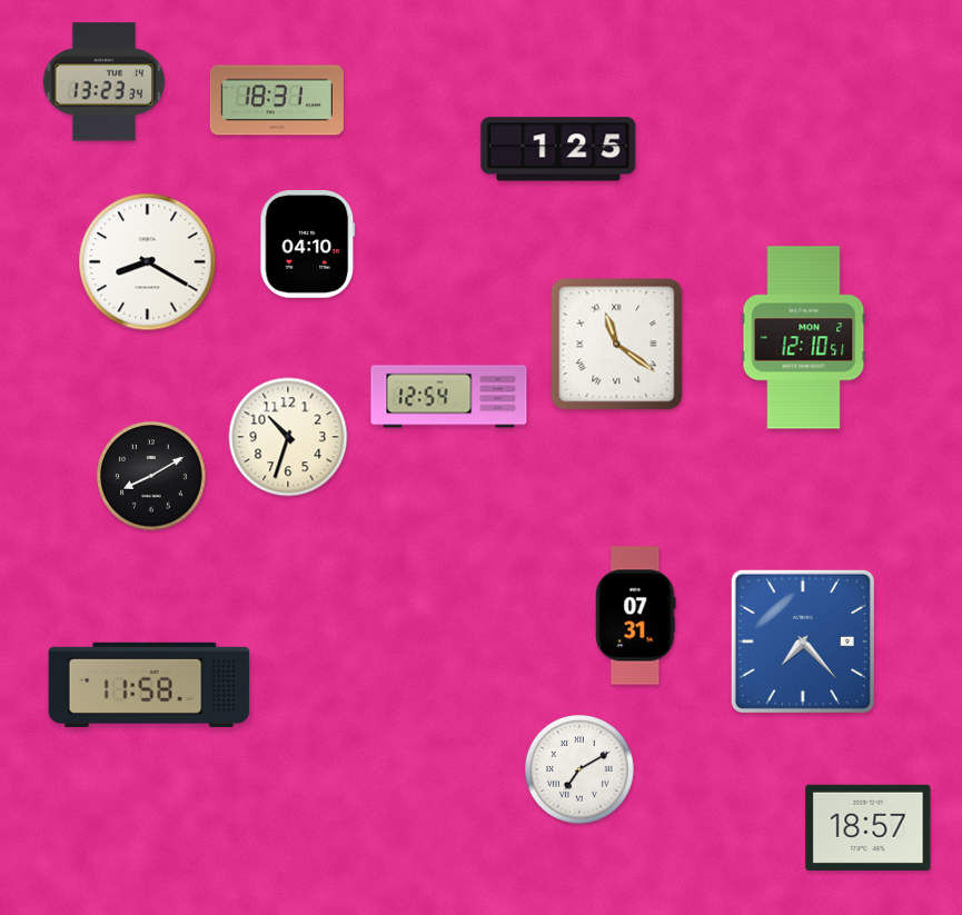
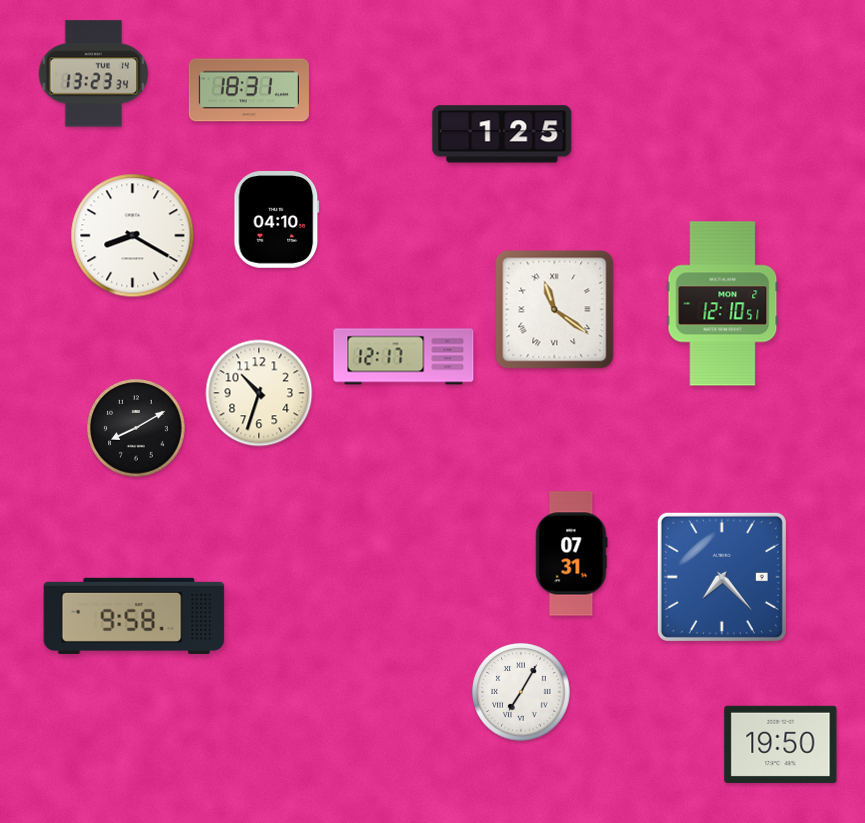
clock at (449, 397): 12:54 -> 12:17
clock at (149, 685): 11:58 -> 9:58
clock at (579, 769): 7:10 -> 7:05
clock at (869, 827): 18:57 -> 19:50
